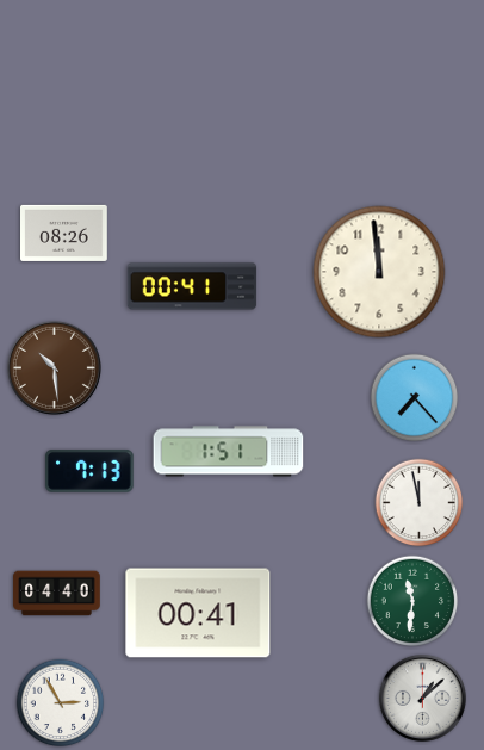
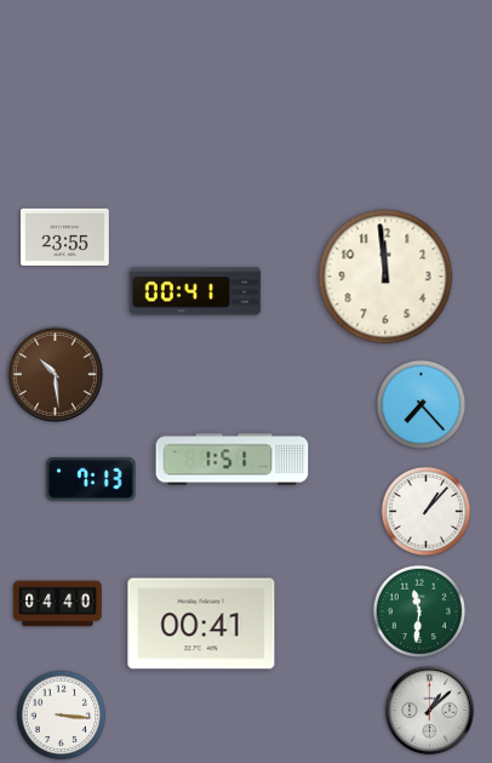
clock at (64, 233): 08:26 -> 23:55
clock at (420, 503): 11:58 -> 1:07
clock at (61, 703): 2:55 -> 3:16
